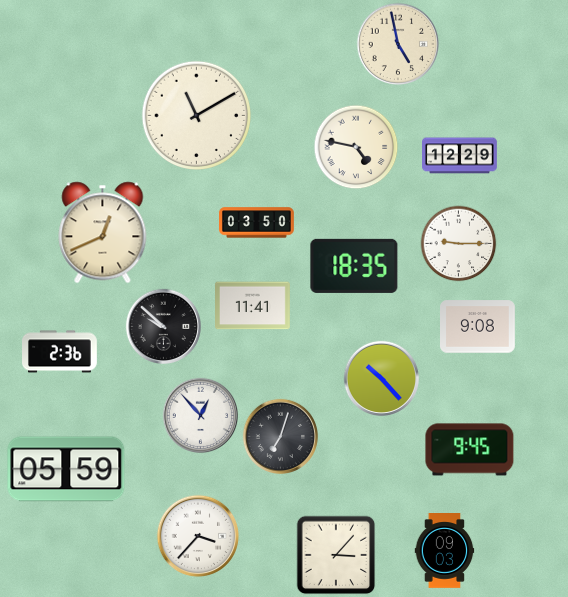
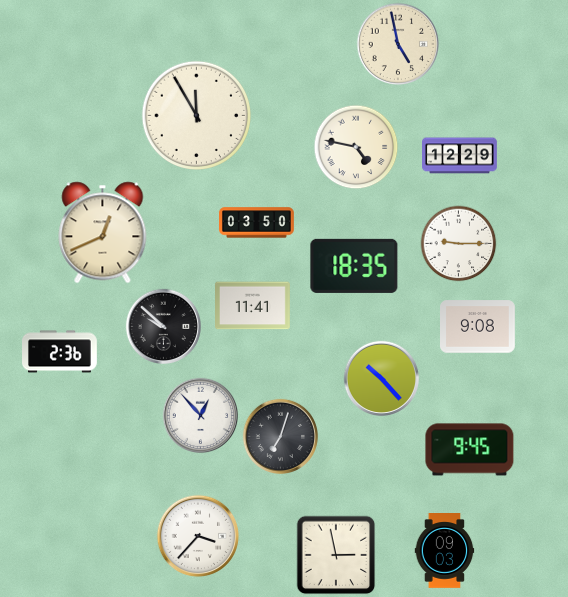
clock at (197, 116): 11:10 -> 11:55
clock at (66, 469): 05:59 -> none
clock at (336, 555): 3:07 -> 2:58
